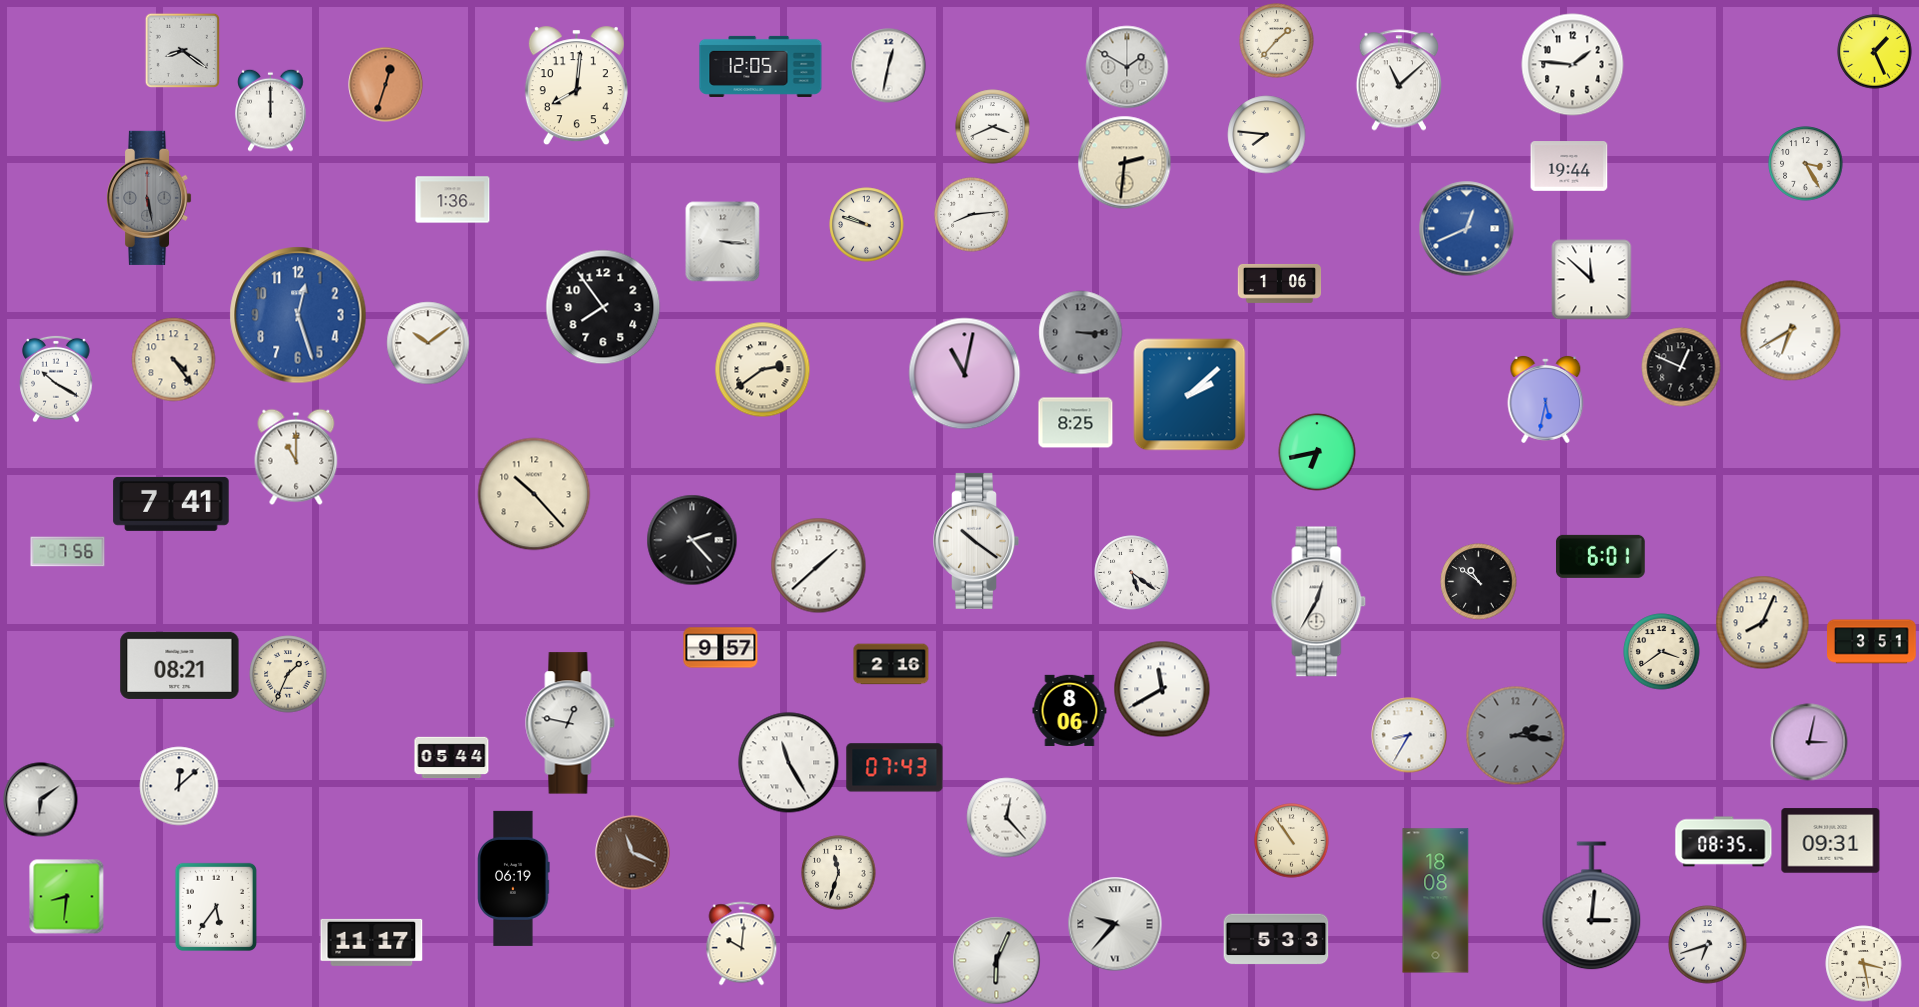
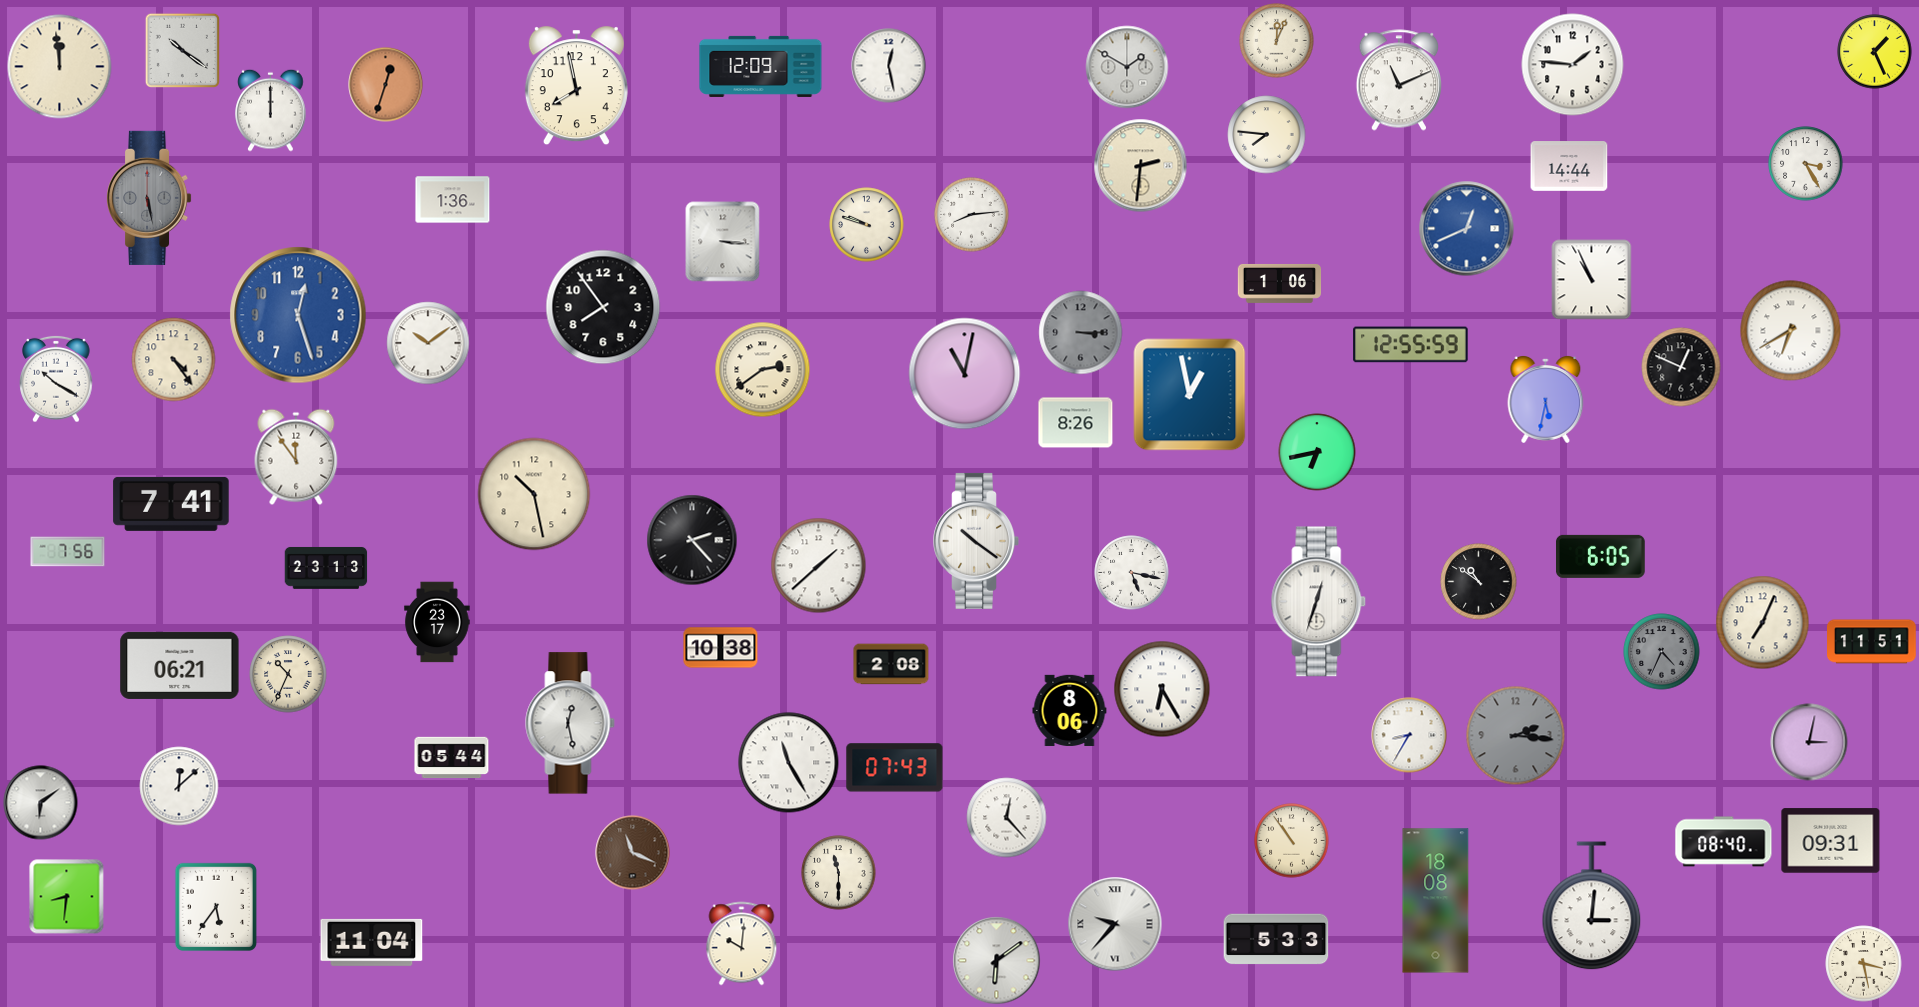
clock at (1277, 41): 1:37 -> 12:04
clock at (182, 50): 8:21 -> 10:21
clock at (761, 66): 12:05 -> 12:09
clock at (889, 66): 12:32 -> 12:28
clock at (60, 67): none -> 11:59
clock at (1398, 80): 11:08 -> 11:11
clock at (576, 86): 8:01 -> 7:58
clock at (993, 127): 3:41 -> none
clock at (1125, 163) position: (1125, 163) -> (1141, 166)
clock at (1569, 166): 19:44 -> 14:44
clock at (1592, 280): 11:52 -> 10:56
clock at (1411, 345): none -> 12:55
clock at (1190, 395): 2:08 -> 12:58
clock at (1076, 423): 8:25 -> 8:26
clock at (296, 457): 11:00 -> 11:54
clock at (534, 494): 10:23 -> 10:28
clock at (1601, 556): 6:01 -> 6:05
clock at (326, 568): none -> 23:13
clock at (1132, 573): 5:21 -> 5:17
clock at (1319, 602): 12:35 -> 12:33
clock at (437, 622): none -> 23:17
clock at (1763, 623): 8:04 -> 7:04
clock at (1872, 642): 3:51 -> 11:51
clock at (721, 648): 9:57 -> 10:38
clock at (1662, 652): 3:39 -> 4:34
clock at (1662, 652) dial: cream -> grey
clock at (891, 664): 2:16 -> 2:08
clock at (180, 665): 08:21 -> 06:21
clock at (288, 674): 1:34 -> 10:34
clock at (1162, 689): 11:40 -> 6:25
clock at (570, 723): 12:47 -> 12:28
clock at (41, 800) position: (41, 800) -> (41, 803)
clock at (1724, 842): 08:35 -> 08:40
clock at (839, 873): 11:33 -> 11:30
clock at (514, 878): 06:19 -> none
clock at (372, 942): 11:17 -> 11:04
clock at (1708, 945): 6:42 -> none
clock at (997, 961): 6:04 -> 6:09
